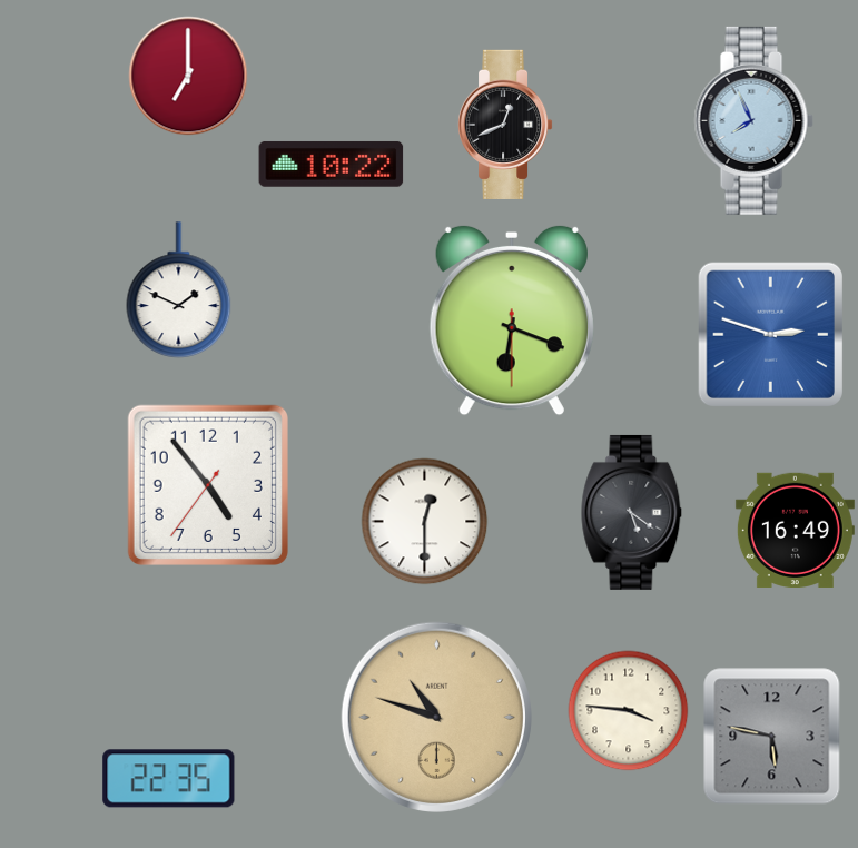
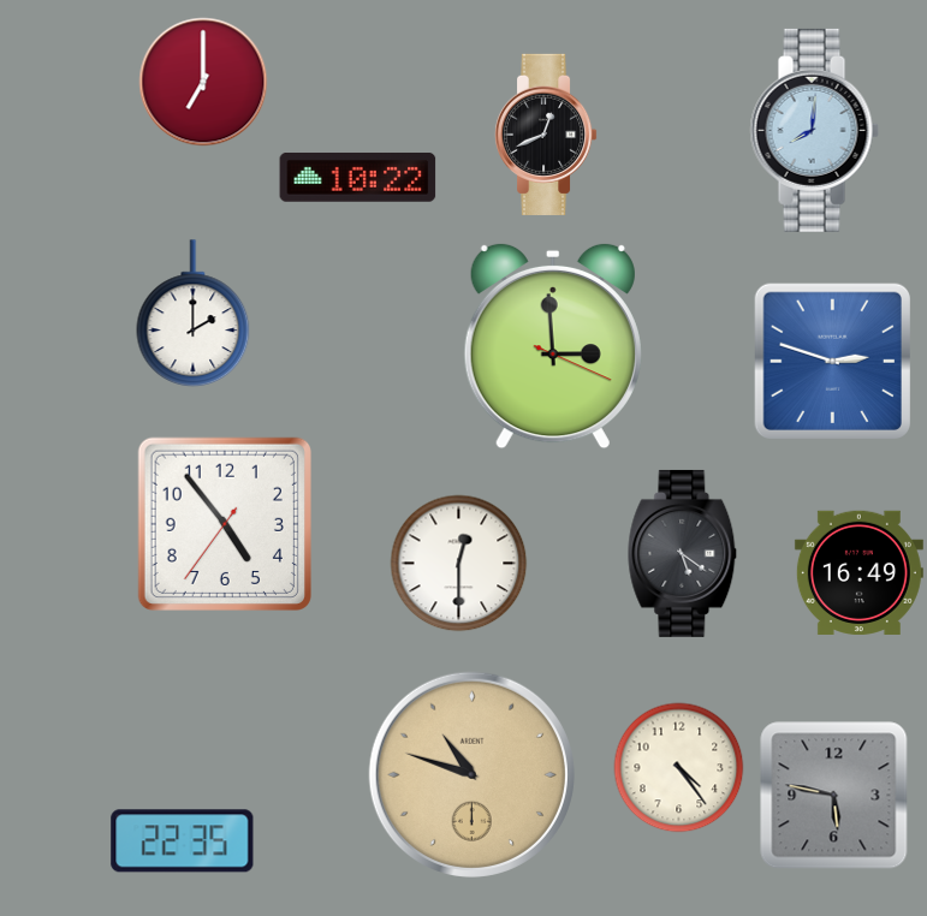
clock at (753, 120): 7:56 -> 8:01
clock at (179, 290): 1:49 -> 2:00
clock at (512, 321): 6:18 -> 2:59
clock at (629, 711): 3:46 -> 4:24
